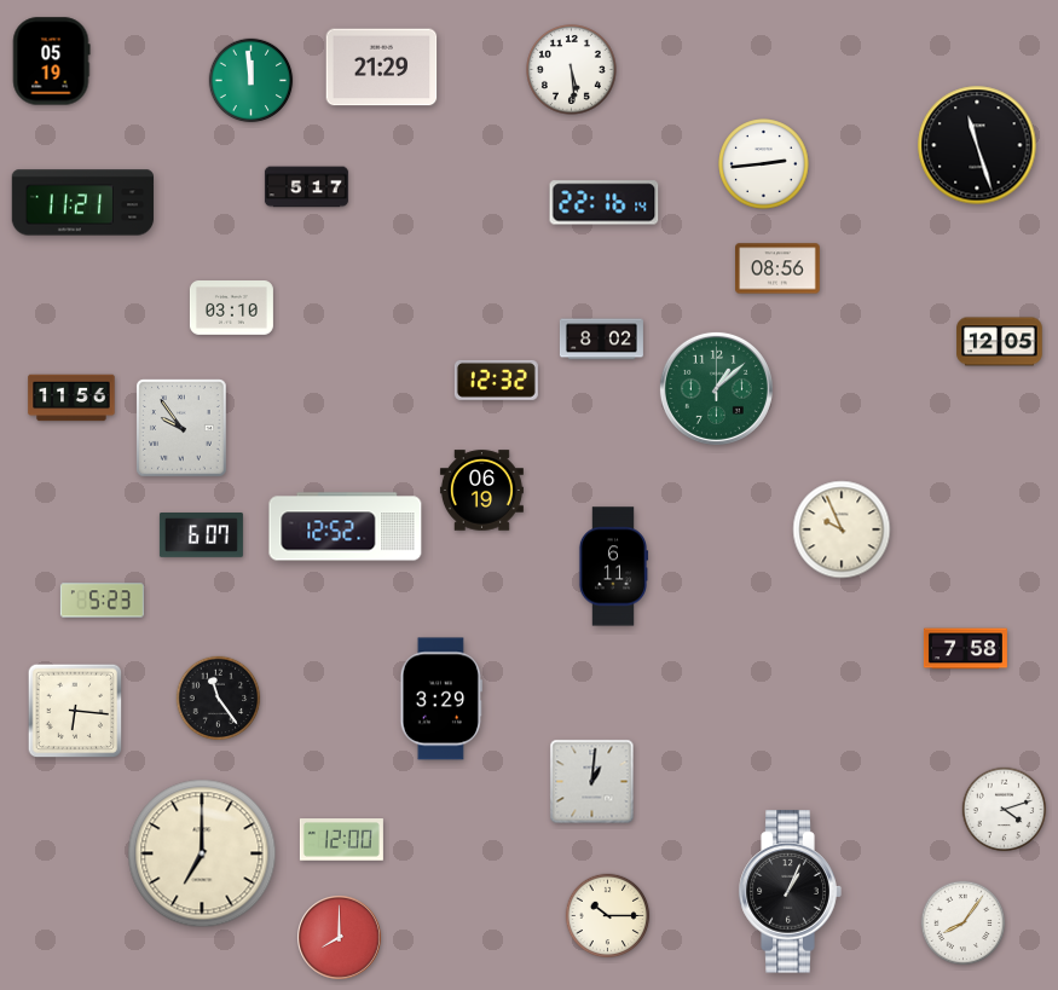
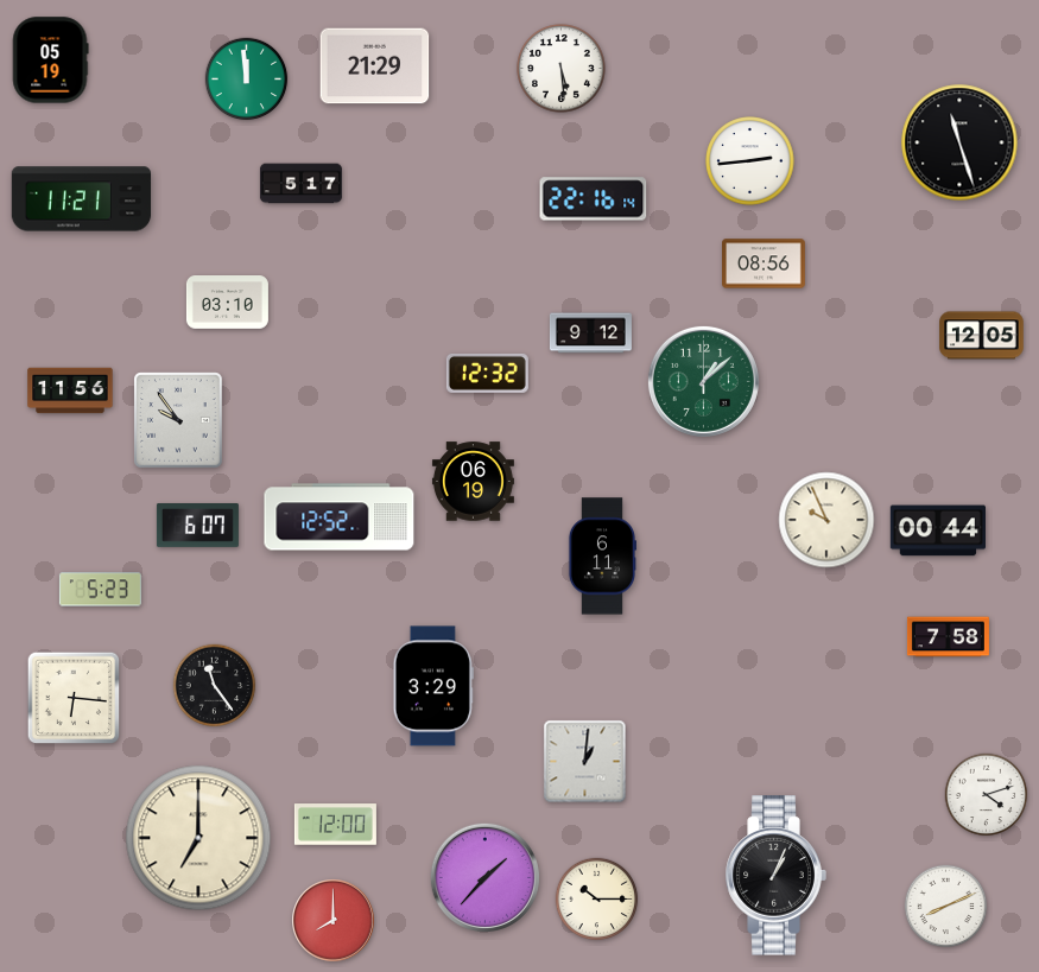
clock at (601, 340): 8:02 -> 9:12
clock at (937, 531): none -> 00:44
clock at (592, 782) position: (592, 782) -> (585, 762)
clock at (484, 877): none -> 1:37
clock at (964, 924): 8:06 -> 8:11
